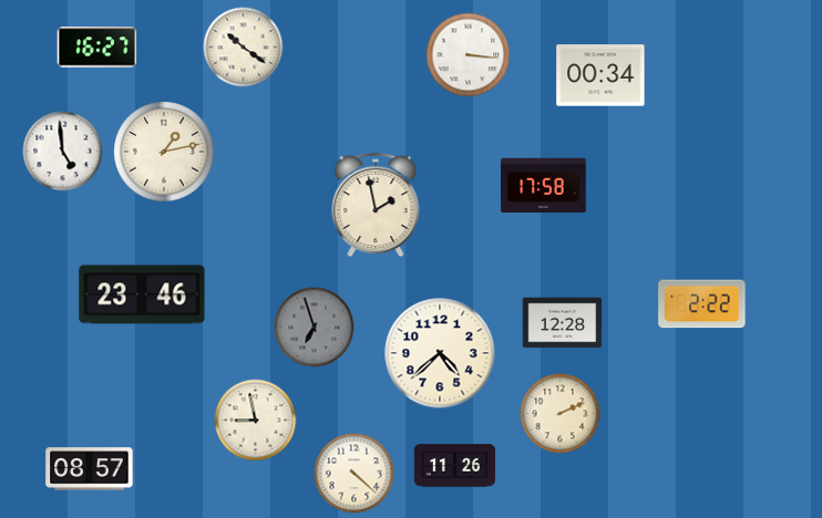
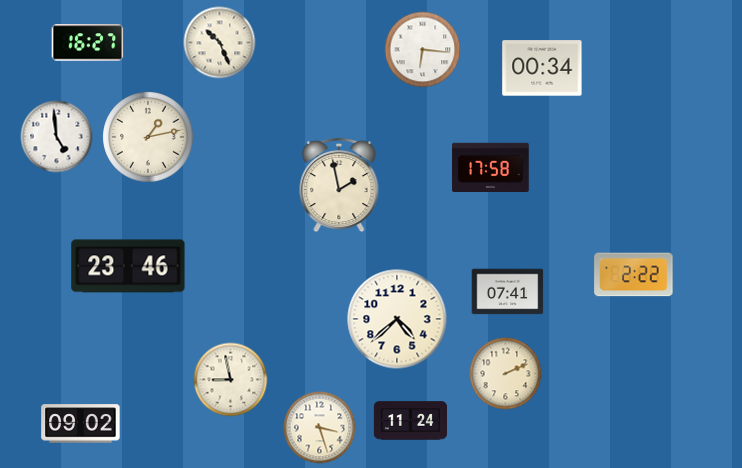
clock at (244, 48): 10:21 -> 10:26
clock at (469, 55): 3:16 -> 6:16
clock at (563, 323): 12:28 -> 07:41
clock at (315, 328): 6:57 -> none
clock at (454, 466): 11:26 -> 11:24
clock at (90, 469): 08:57 -> 09:02
clock at (355, 474): 4:22 -> 3:27
